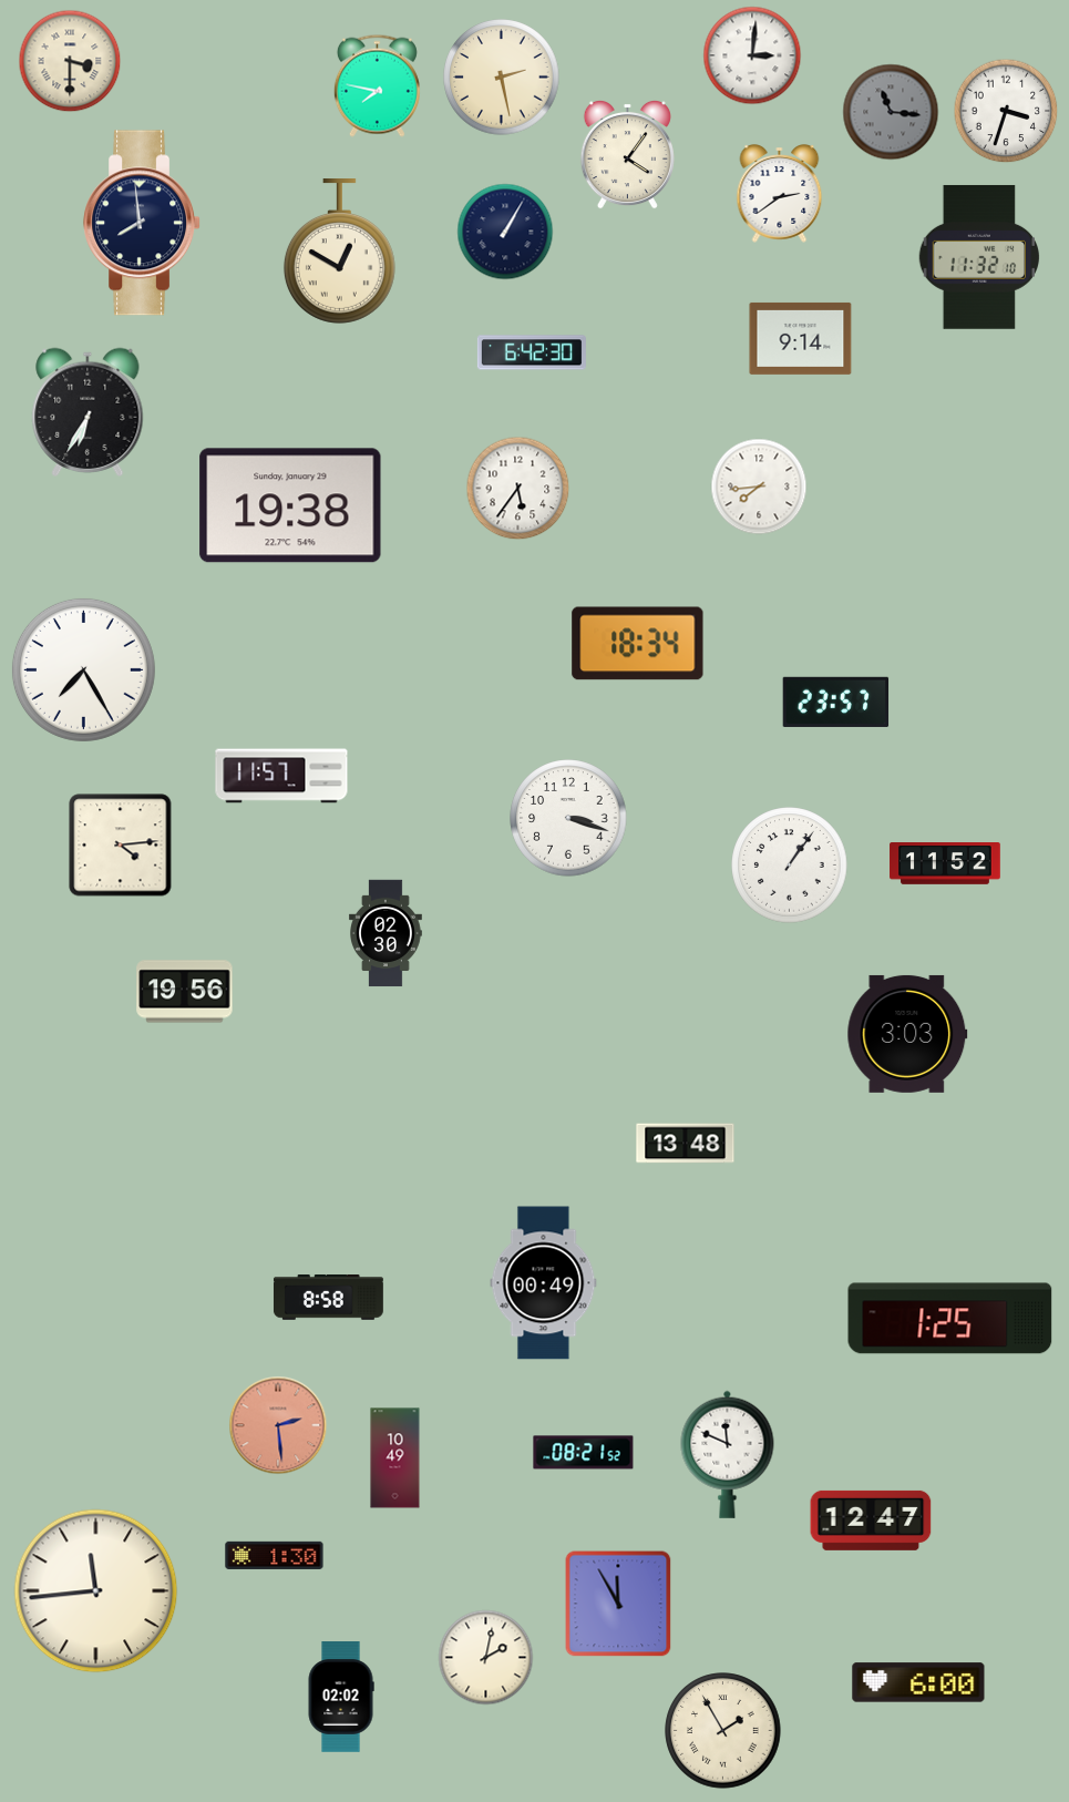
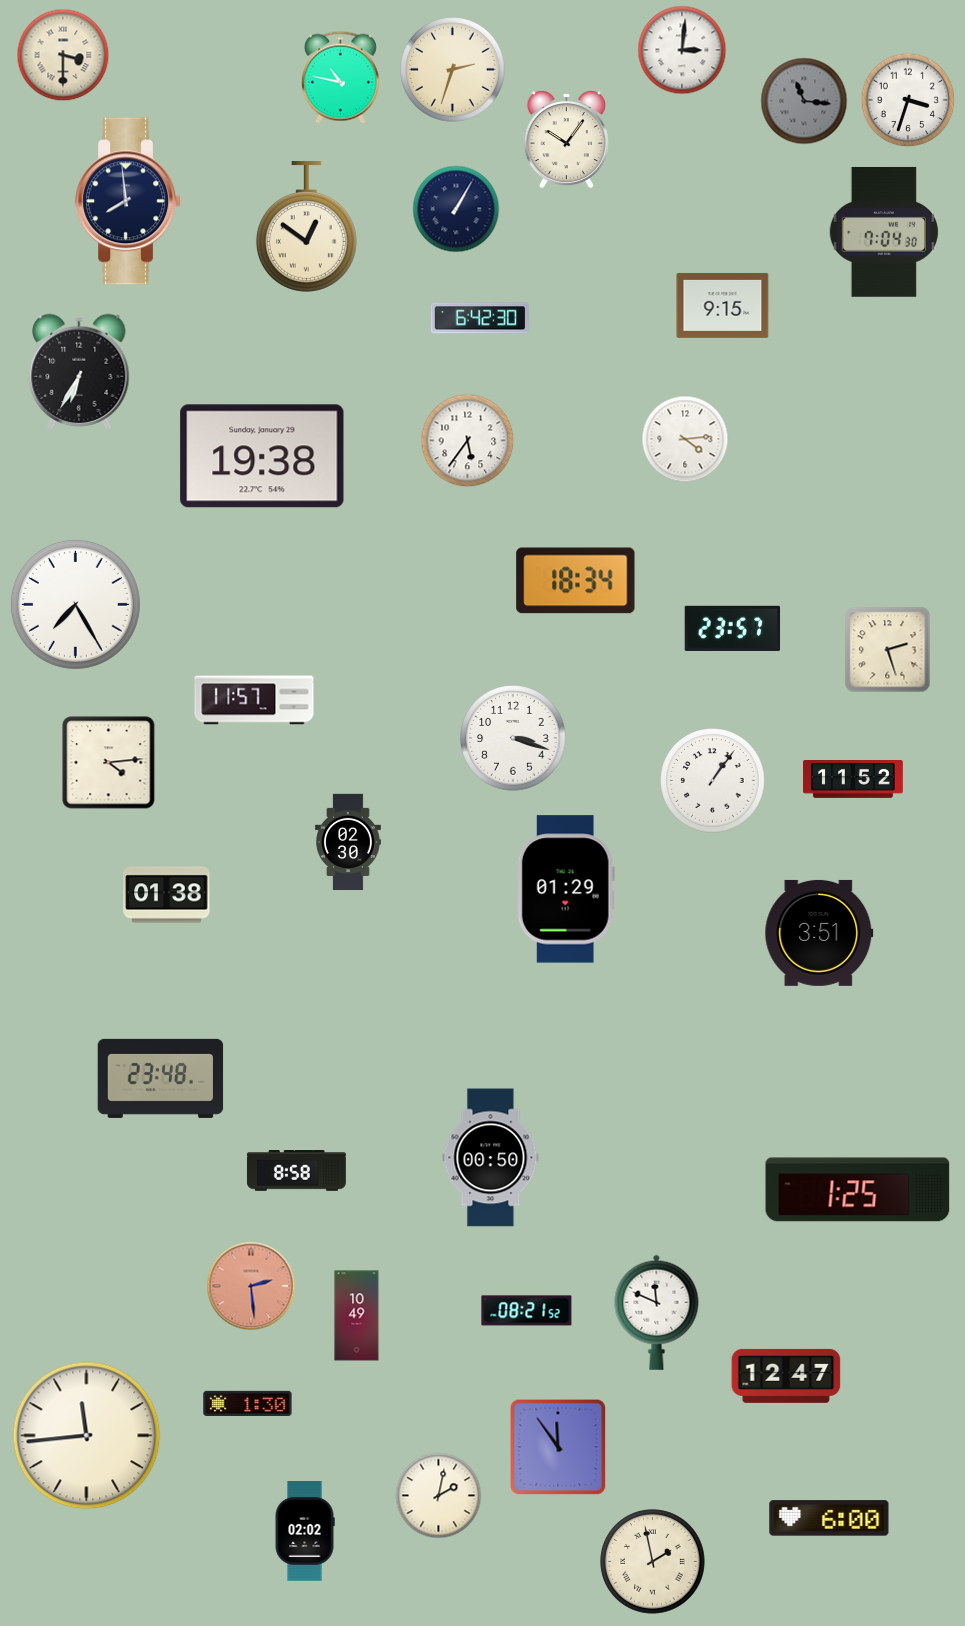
clock at (752, 55) position: (752, 55) -> (682, 50)
clock at (502, 78): 2:28 -> 2:33
clock at (377, 85): 7:47 -> 10:47
clock at (627, 154): 4:06 -> 10:06
clock at (780, 194): 2:39 -> none
clock at (339, 252): 12:50 -> 12:51
clock at (979, 257): 11:32 -> 7:04
clock at (801, 338): 9:14 -> 9:15
clock at (759, 487): 7:44 -> 4:14
clock at (836, 702) position: (836, 702) -> (733, 628)
clock at (888, 650): none -> 2:27
clock at (566, 889): none -> 01:29
clock at (185, 992): 19:56 -> 01:38
clock at (907, 1034): 3:03 -> 3:51
clock at (686, 1144): 13:48 -> none
clock at (161, 1078): none -> 23:48
clock at (544, 1283): 00:49 -> 00:50
clock at (871, 1521) position: (871, 1521) -> (786, 1376)
clock at (618, 1604): 11:55 -> 11:54
clock at (341, 1697) position: (341, 1697) -> (305, 1531)
clock at (723, 1731): 1:55 -> 1:58
